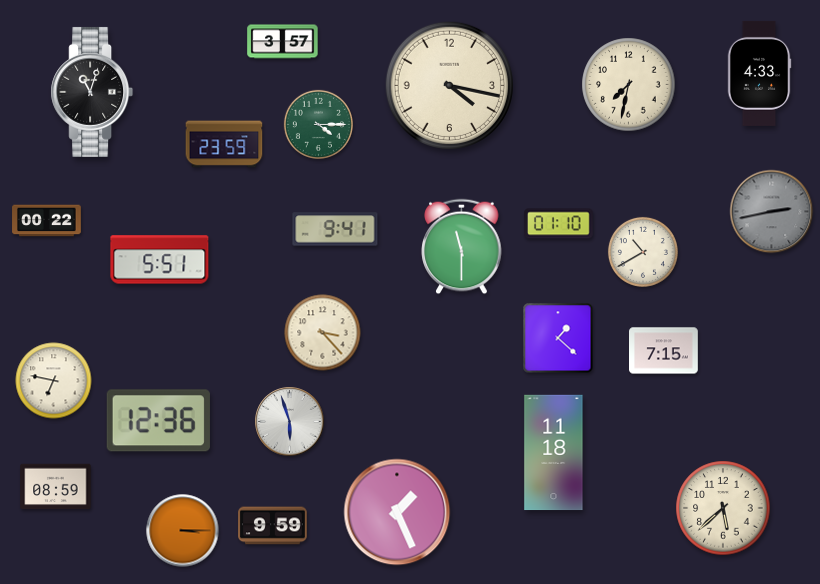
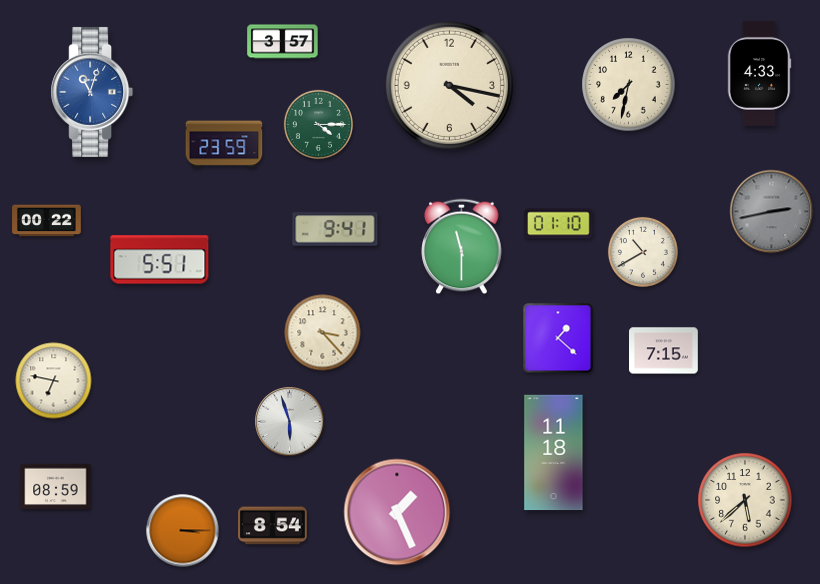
clock at (92, 92) dial: black -> blue
clock at (158, 421): 12:36 -> none
clock at (723, 508) position: (723, 508) -> (745, 500)
clock at (273, 526): 9:59 -> 8:54
